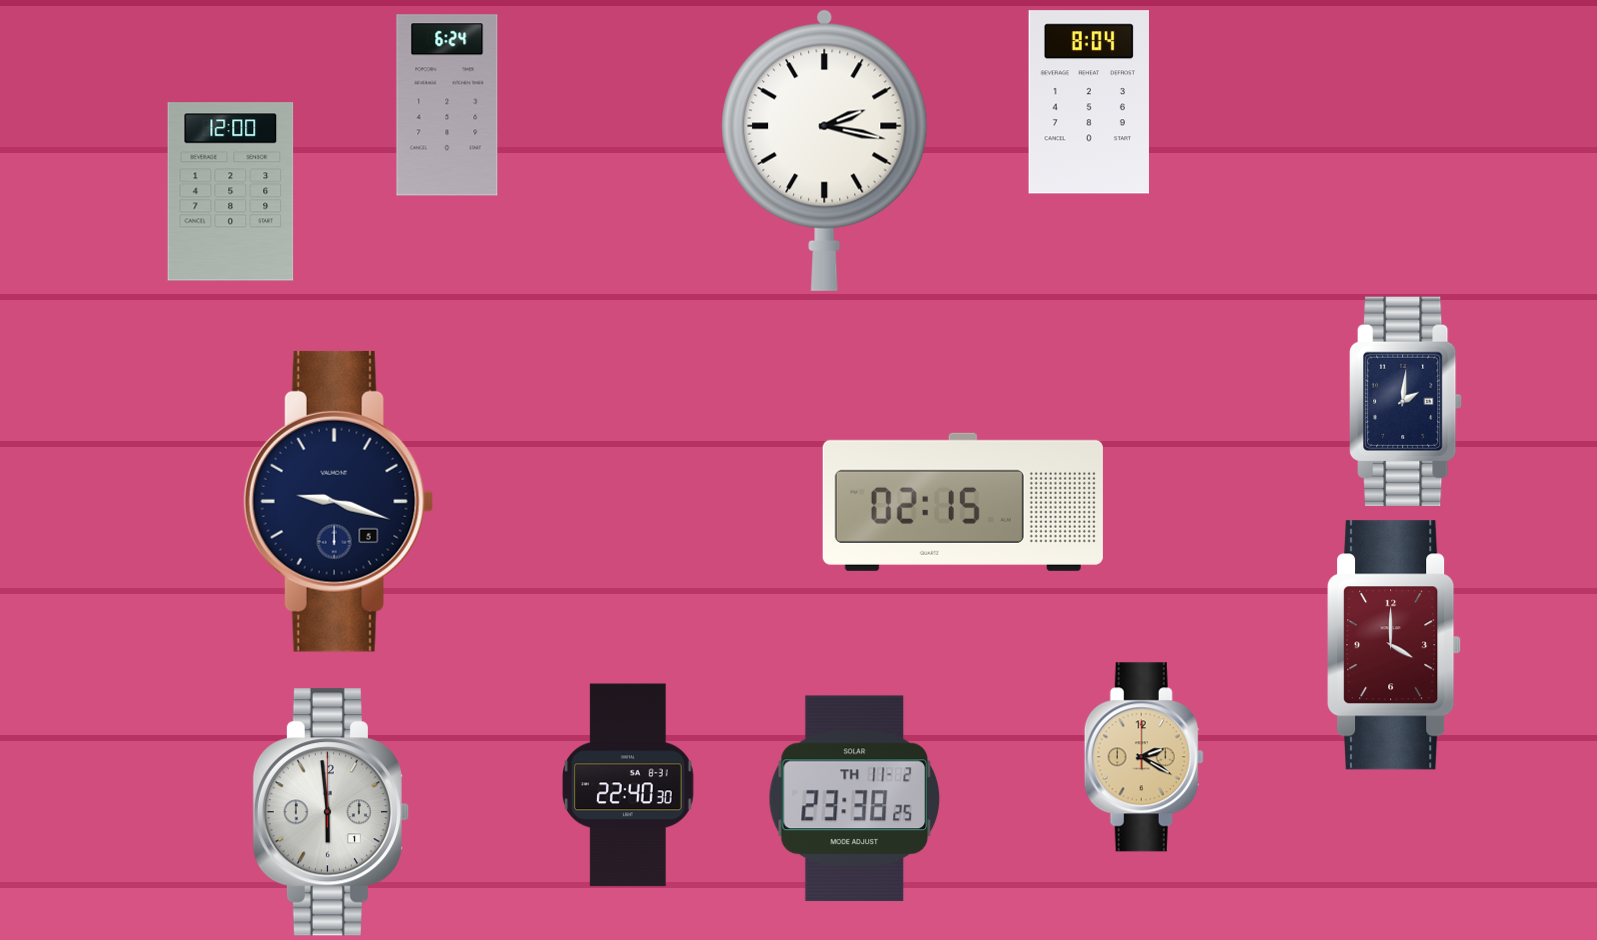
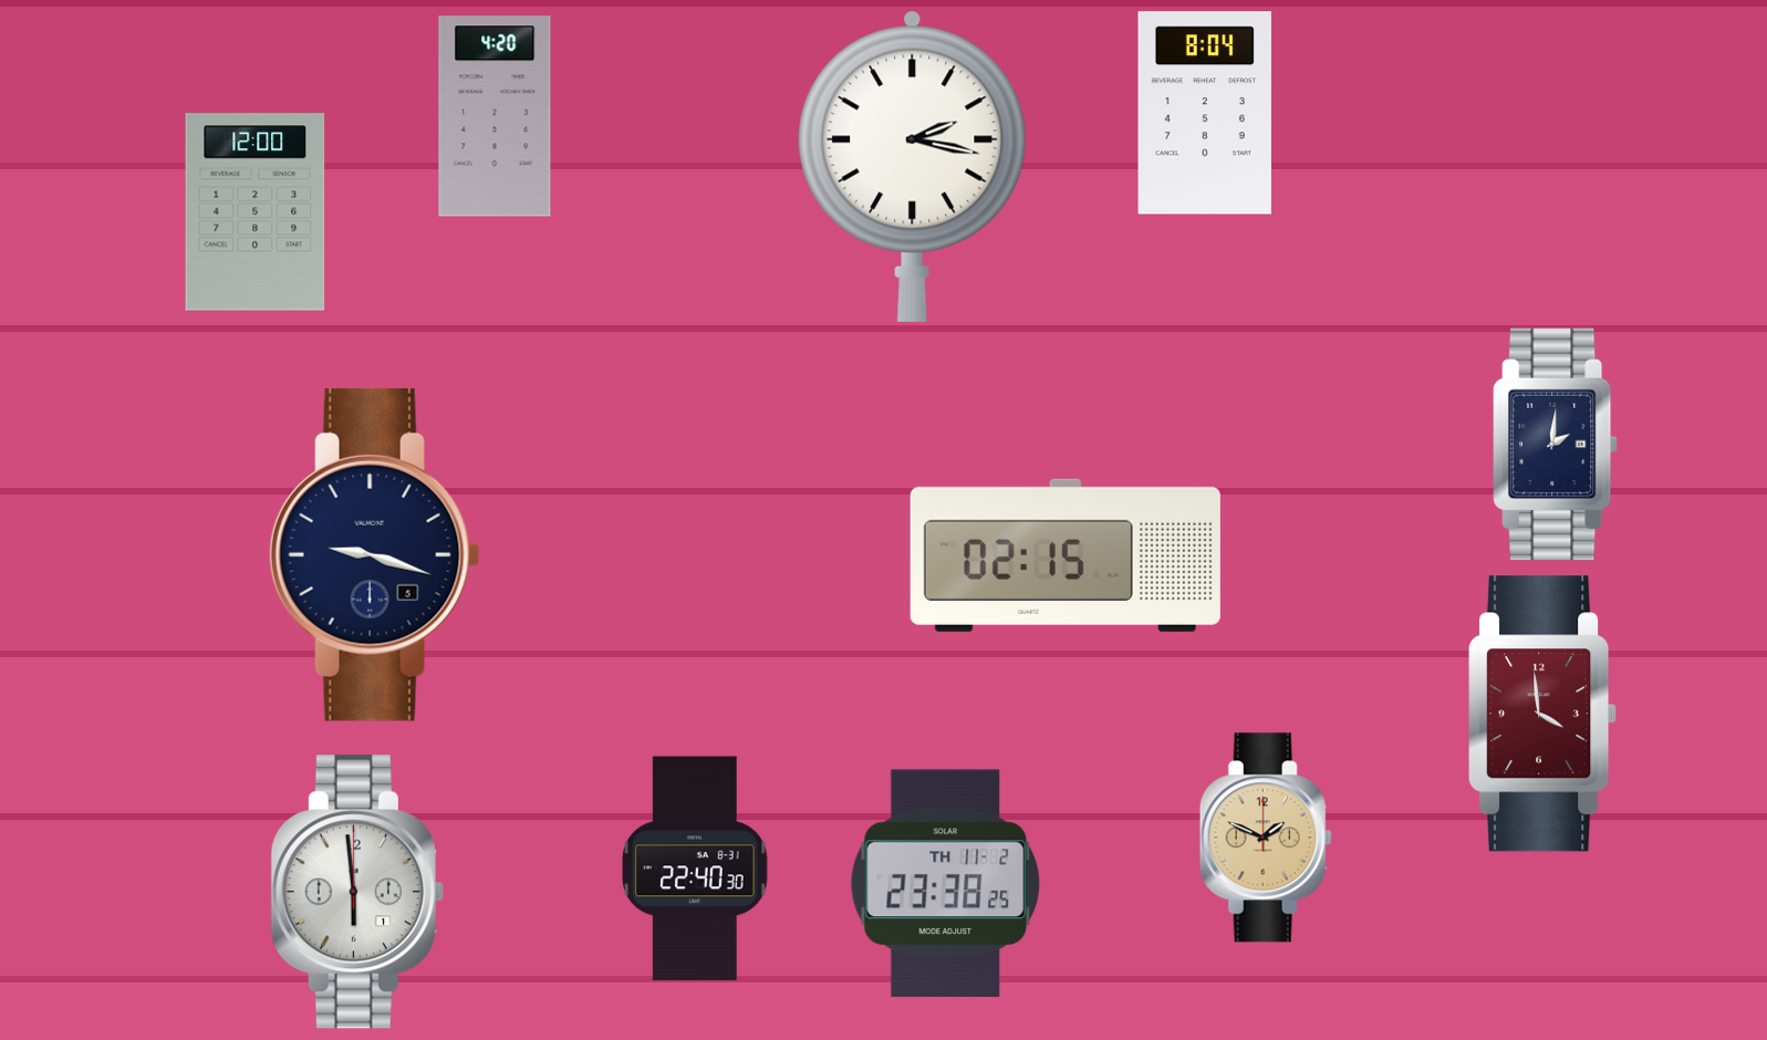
clock at (447, 105): 6:24 -> 4:20
clock at (1395, 645): 4:00 -> 3:59
clock at (1144, 757): 2:20 -> 1:49
clock at (331, 812) position: (331, 812) -> (357, 892)
